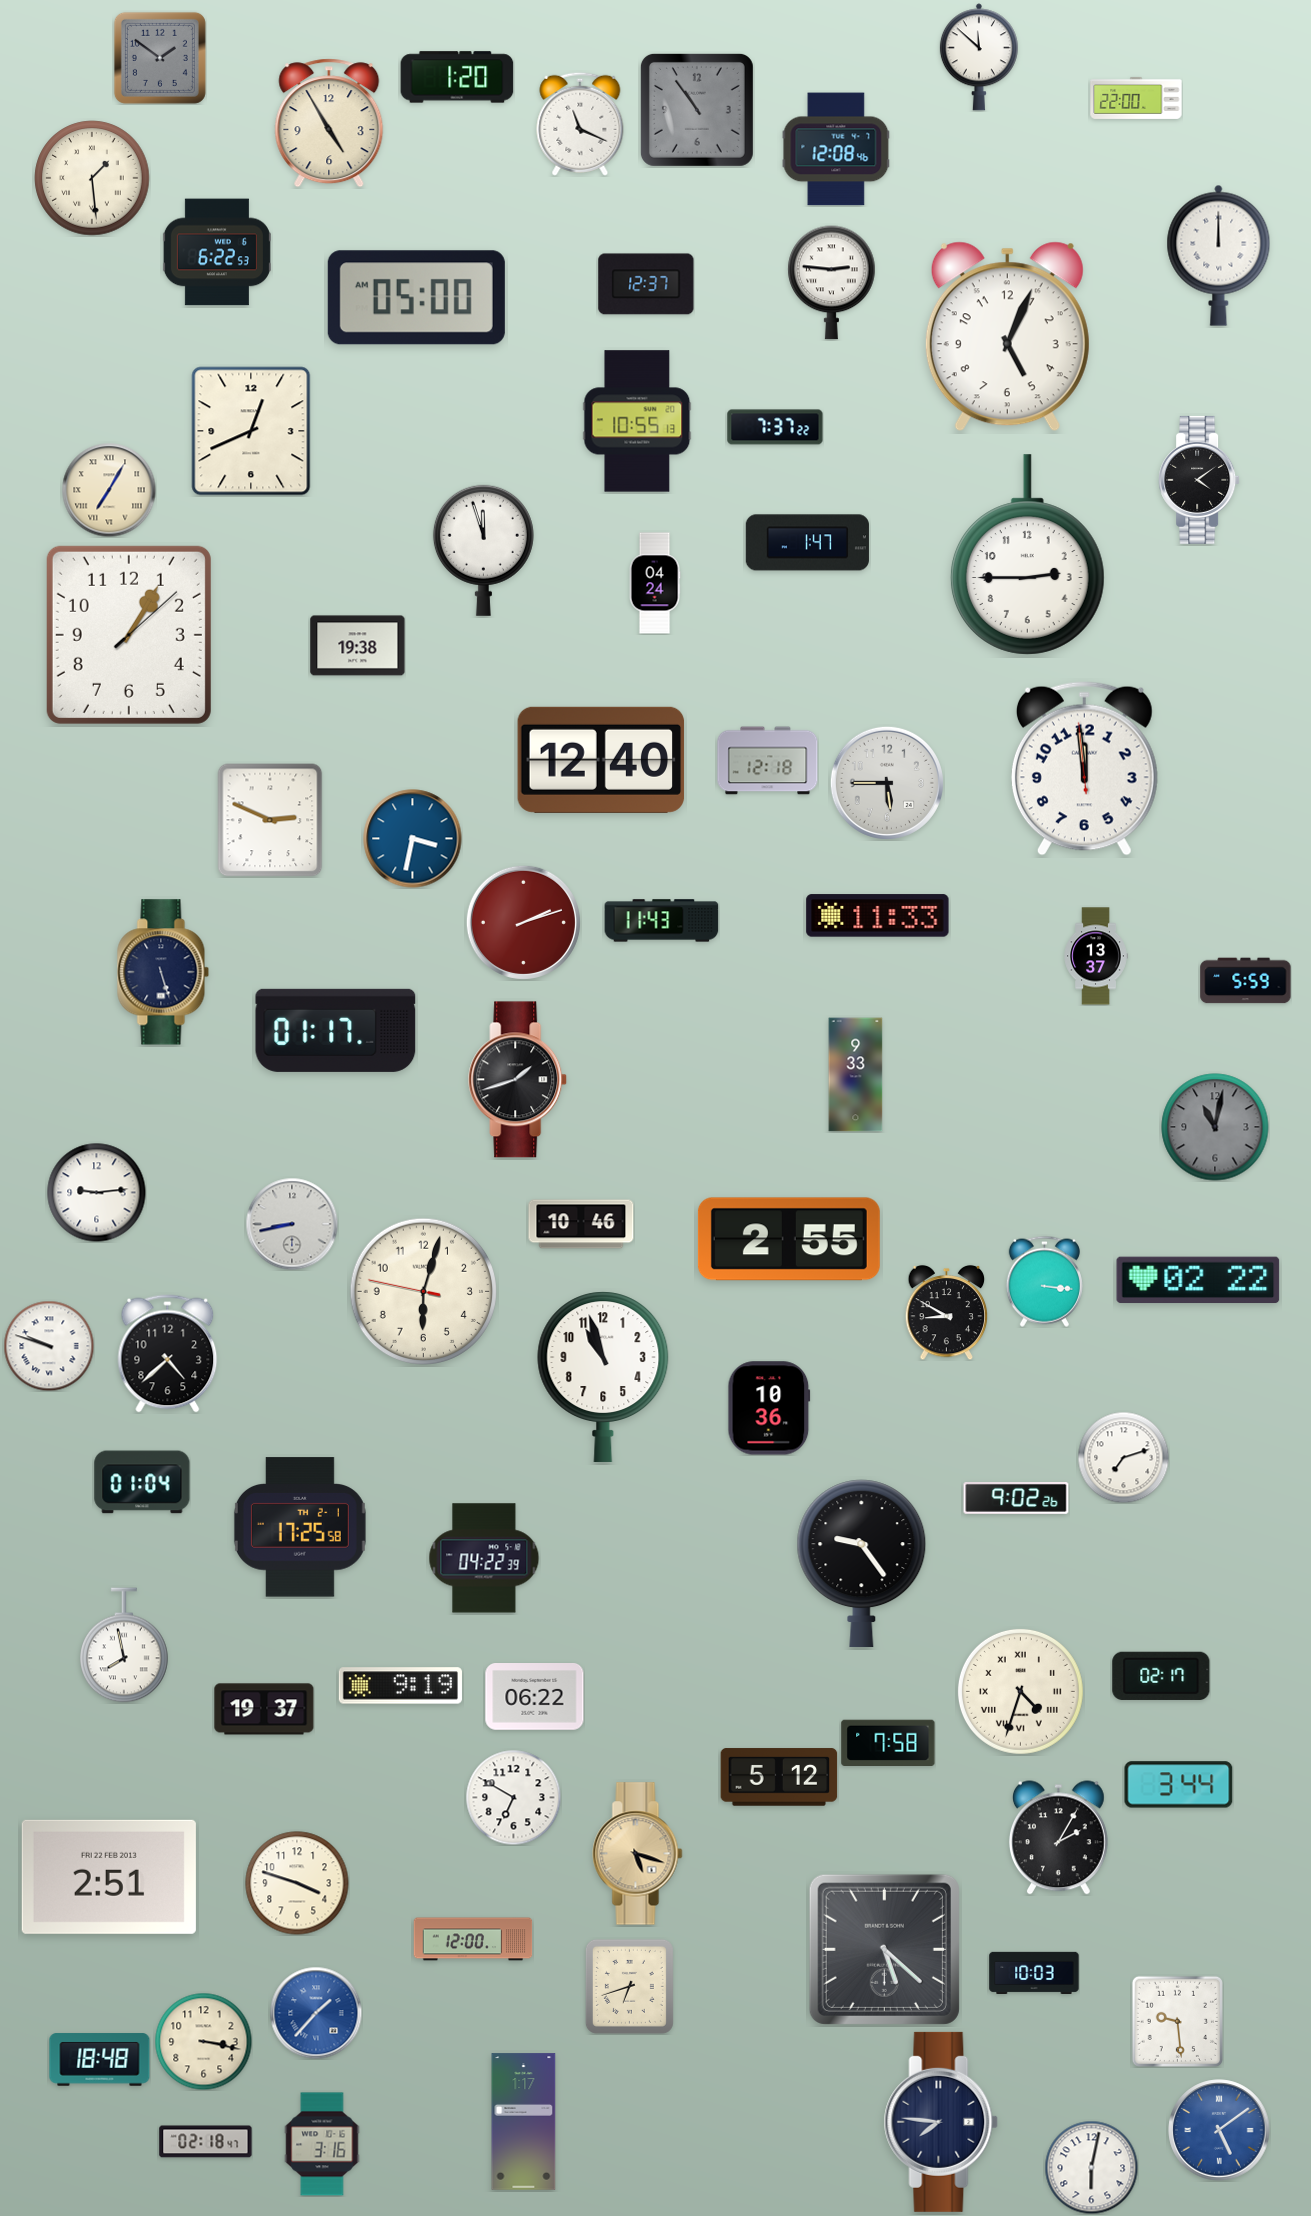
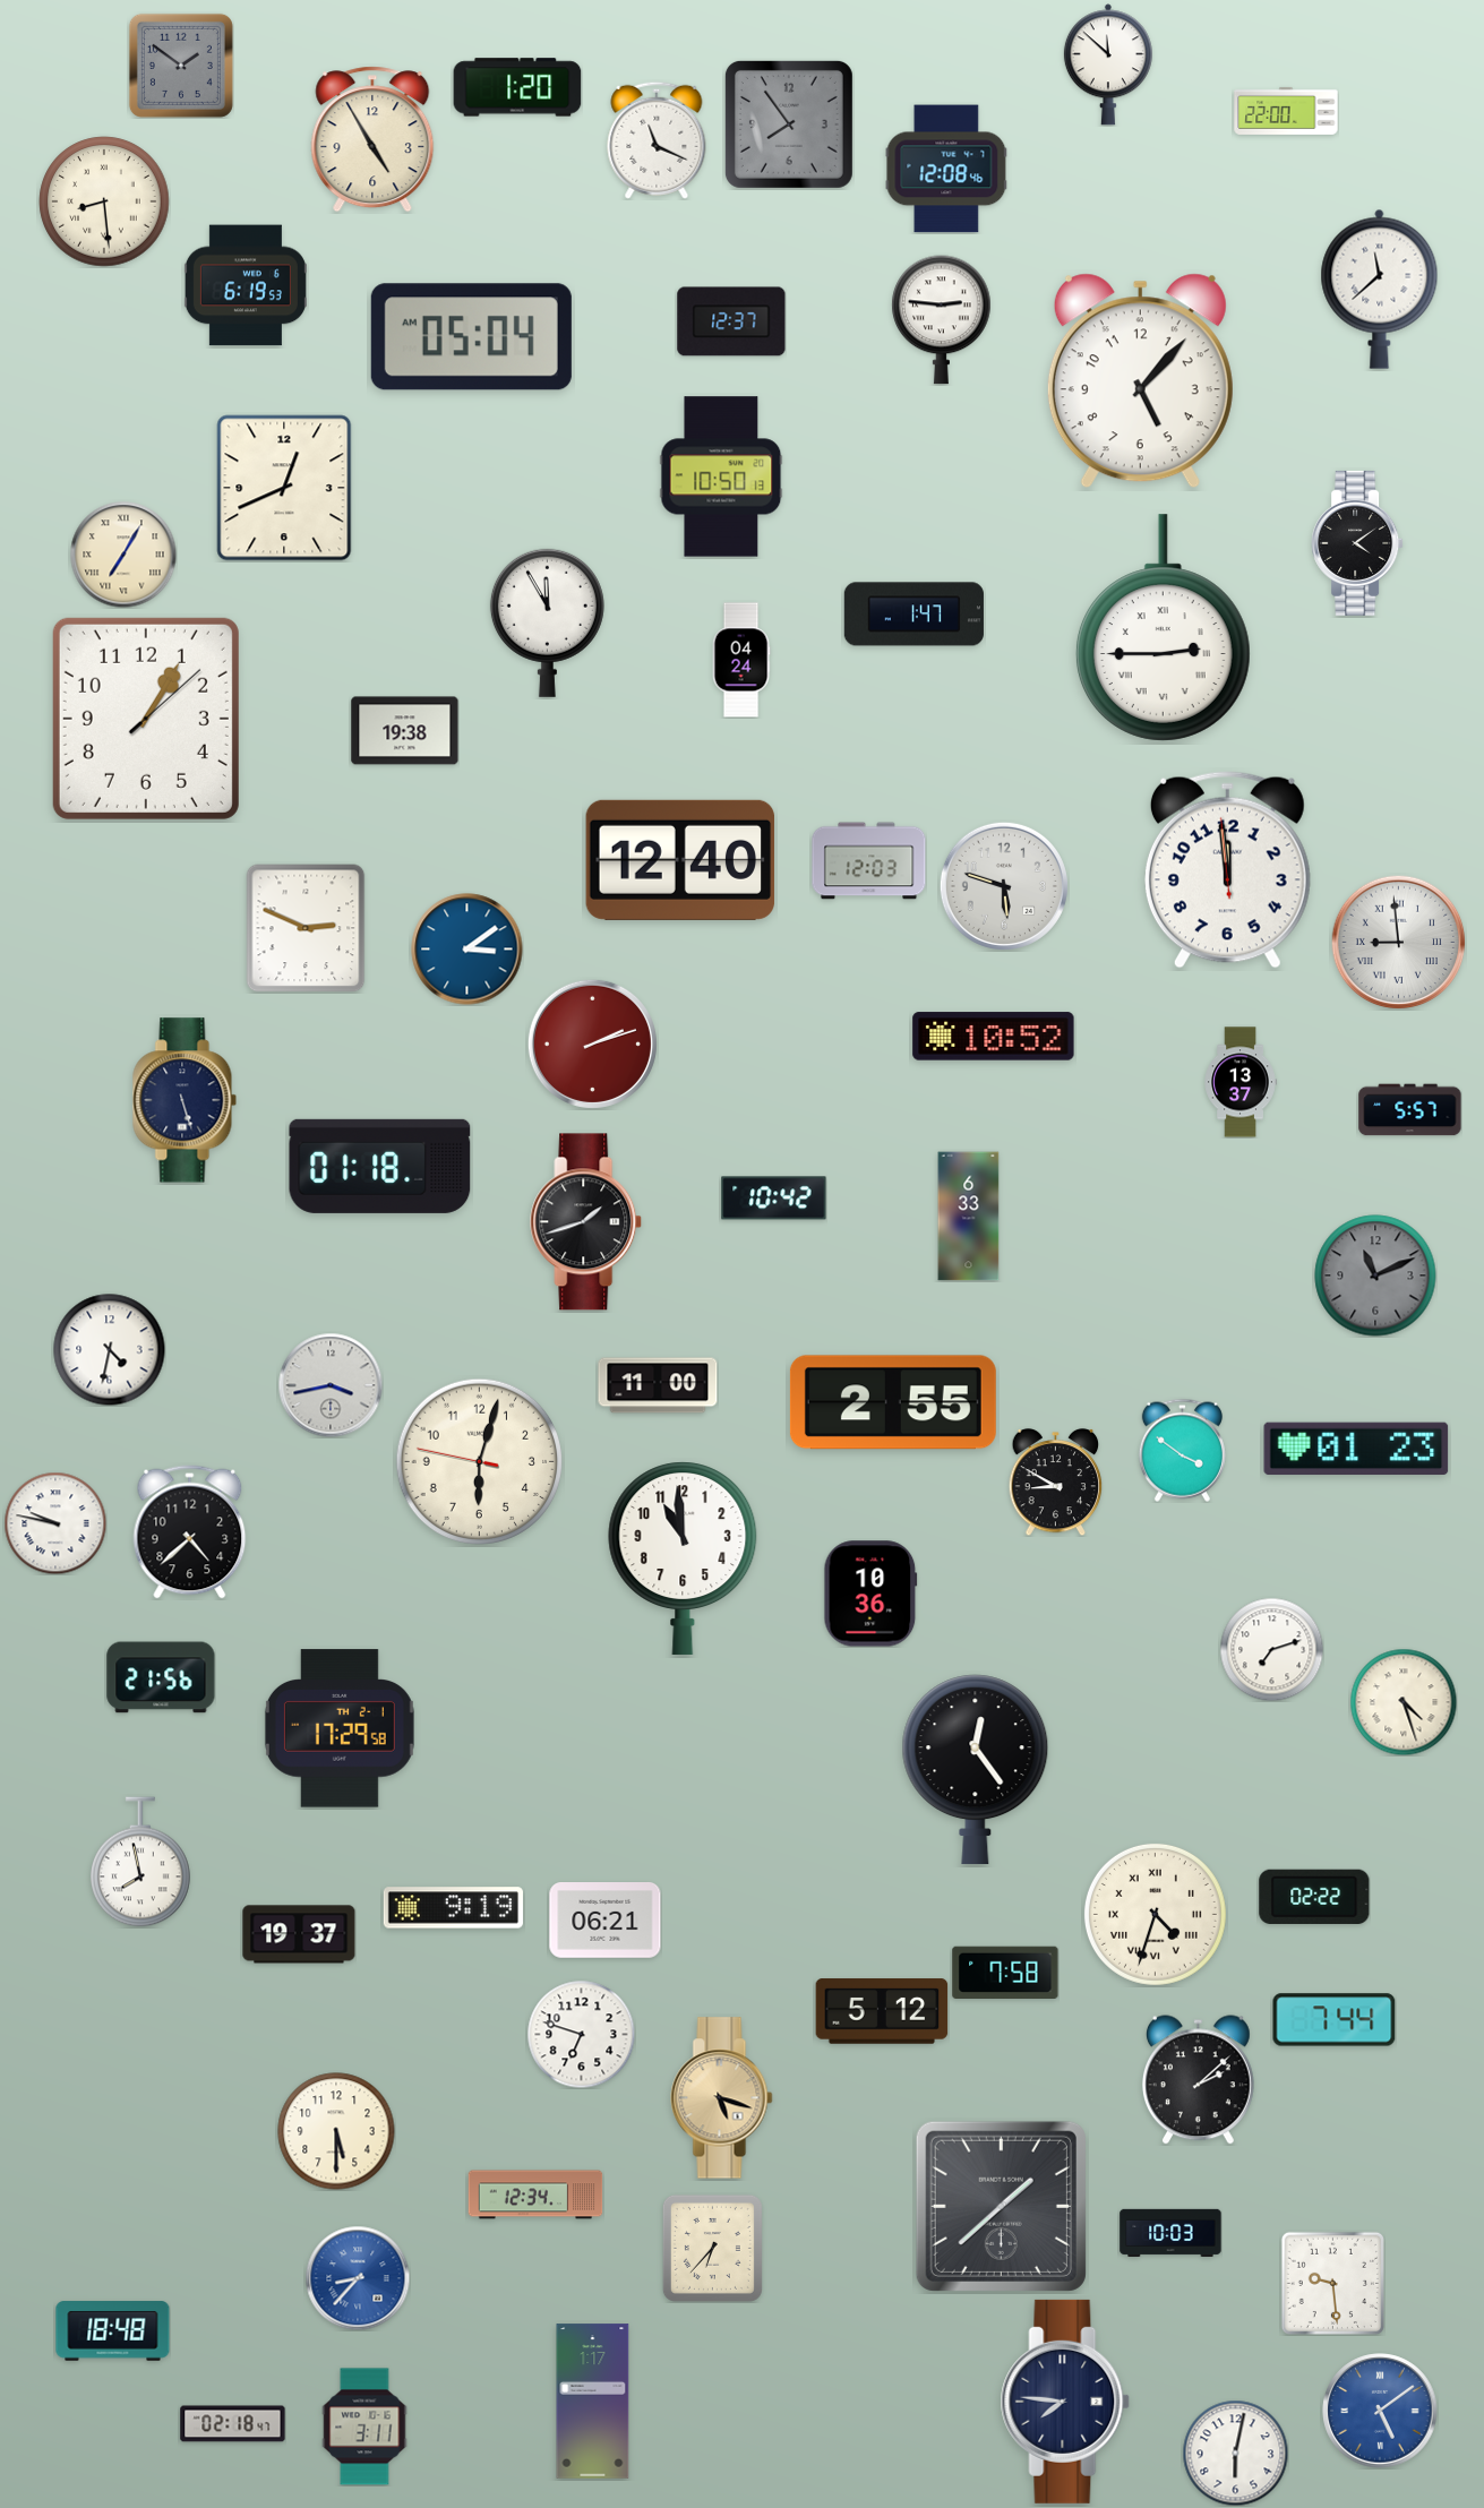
clock at (697, 110): 10:54 -> 7:54
clock at (92, 178): 1:29 -> 8:29
clock at (217, 252): 6:22 -> 6:19
clock at (1219, 255): 12:00 -> 11:38
clock at (416, 298): 05:00 -> 05:04
clock at (1007, 337): 5:04 -> 5:07
clock at (637, 421): 10:55 -> 10:50
clock at (775, 427): 7:37 -> none
clock at (483, 550): 11:57 -> 11:55
clock at (1027, 555) numerals: Arabic -> Roman
clock at (768, 761): 12:18 -> 12:03
clock at (887, 783): 5:45 -> 5:48
clock at (1398, 942): none -> 8:59
clock at (413, 839): 3:32 -> 3:09
clock at (878, 916): 11:33 -> 10:52
clock at (662, 921): 11:43 -> none
clock at (1246, 981): 5:59 -> 5:57
clock at (336, 1030): 01:17 -> 01:18
clock at (774, 1199): none -> 10:42
clock at (856, 1075): 9:33 -> 6:33
clock at (1215, 1127): 11:02 -> 11:11
clock at (97, 1193): 9:14 -> 4:32
clock at (292, 1224): 8:43 -> 3:43
clock at (581, 1224): 10:46 -> 11:00
clock at (1198, 1280): 02:22 -> 01:23
clock at (1044, 1281): 3:16 -> 3:51
clock at (947, 1312) position: (947, 1312) -> (1056, 1481)
clock at (49, 1346): 9:48 -> 9:47
clock at (603, 1377): 10:57 -> 10:59
clock at (142, 1482): 01:04 -> 21:56
clock at (1016, 1499): 9:02 -> none
clock at (1404, 1702): none -> 4:27
clock at (300, 1527): 17:25 -> 17:29
clock at (484, 1558): 04:22 -> none
clock at (862, 1564): 9:24 -> 12:24
clock at (1161, 1675): 02:17 -> 02:22
clock at (535, 1697): 06:22 -> 06:21
clock at (1179, 1785): 3:44 -> 7:44
clock at (513, 1797): 6:50 -> 6:48
clock at (1058, 1838): 2:05 -> 2:08
clock at (109, 1877): 2:51 -> none
clock at (297, 1883): 3:48 -> 5:30
clock at (473, 1939): 12:00 -> 12:34
clock at (884, 1949): 5:22 -> 1:38
clock at (629, 1986): 6:42 -> 6:37
clock at (316, 2013): 1:37 -> 8:37
clock at (1177, 2021) position: (1177, 2021) -> (1332, 2283)
clock at (203, 2041): 3:17 -> none
clock at (322, 2144): 3:16 -> 3:11
